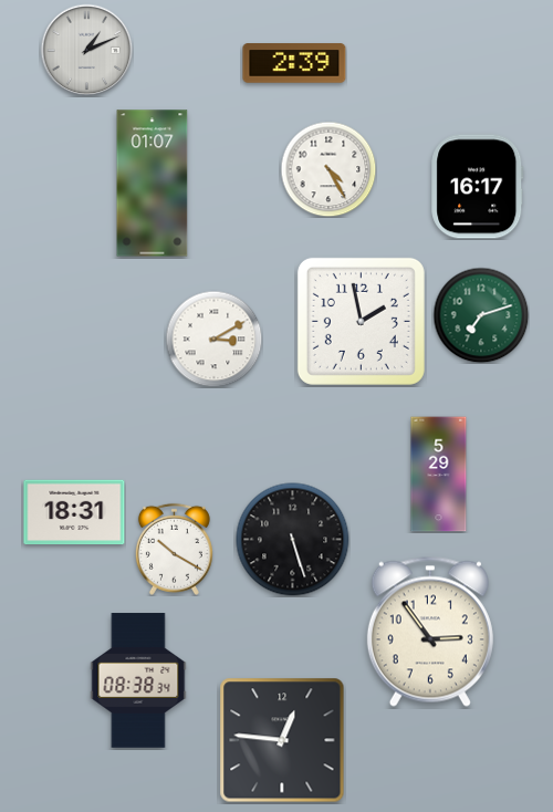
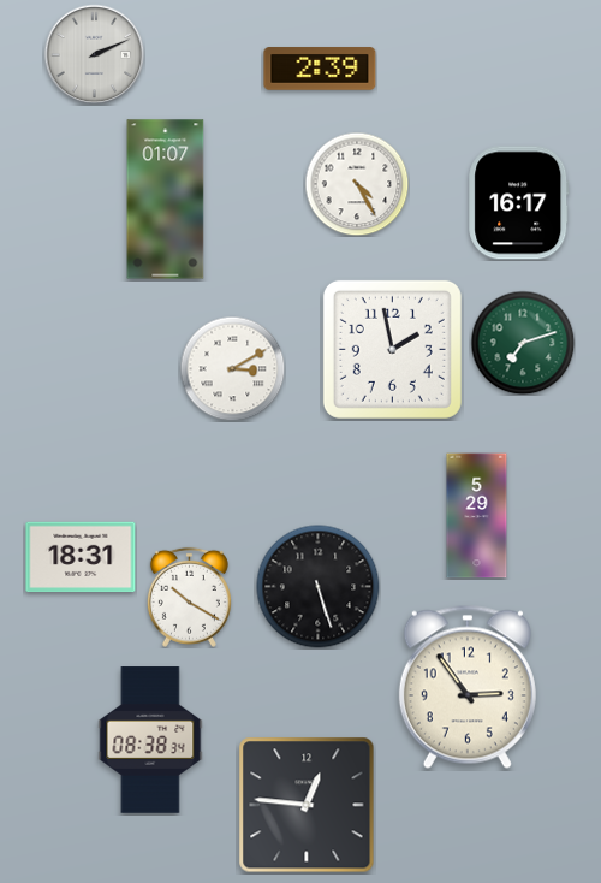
clock at (86, 50): 1:11 -> 2:11
